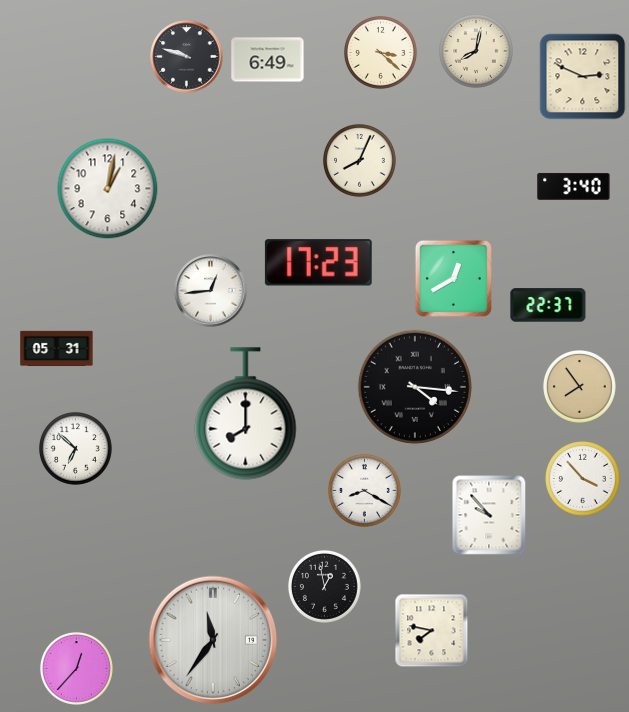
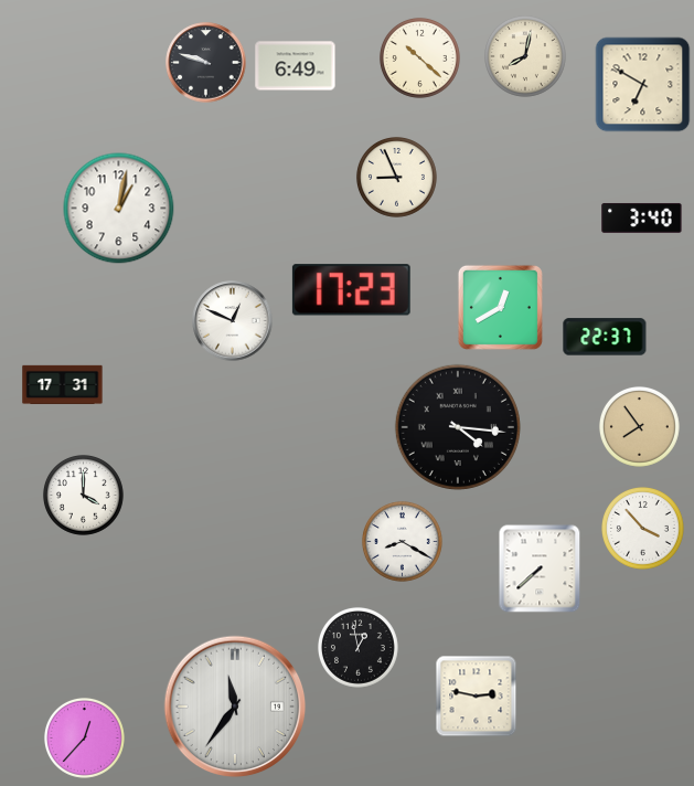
clock at (380, 52): 3:22 -> 10:22
clock at (583, 77): 2:49 -> 6:50
clock at (359, 160): 8:04 -> 8:56
clock at (574, 186) position: (574, 186) -> (642, 217)
clock at (211, 291): 12:44 -> 12:49
clock at (57, 349): 05:31 -> 17:31
clock at (246, 414): 8:00 -> none
clock at (75, 448): 6:52 -> 4:00
clock at (489, 515): 9:53 -> 7:38
clock at (432, 631): 7:47 -> 2:47
